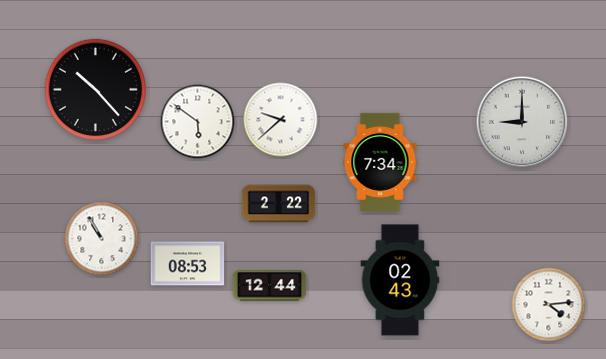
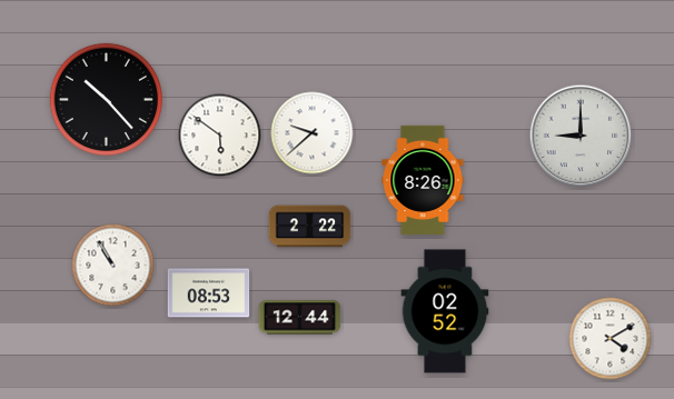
clock at (380, 162): 7:34 -> 8:26
clock at (400, 280): 02:43 -> 02:52
clock at (549, 305): 4:14 -> 4:10
